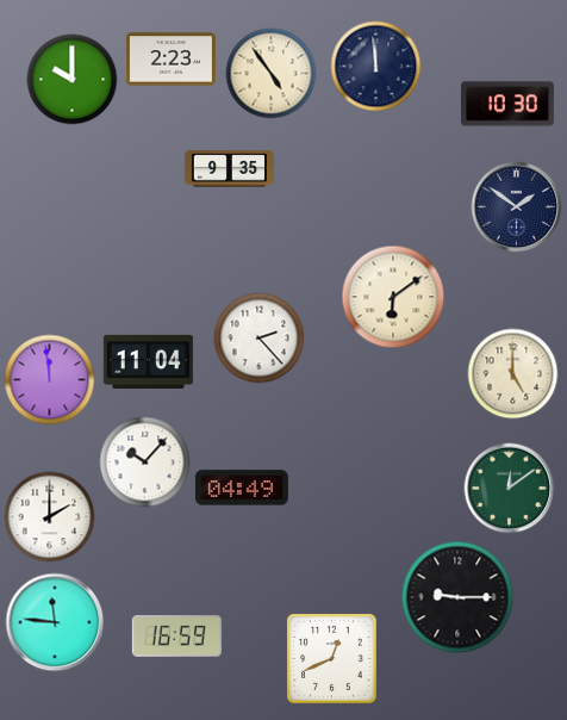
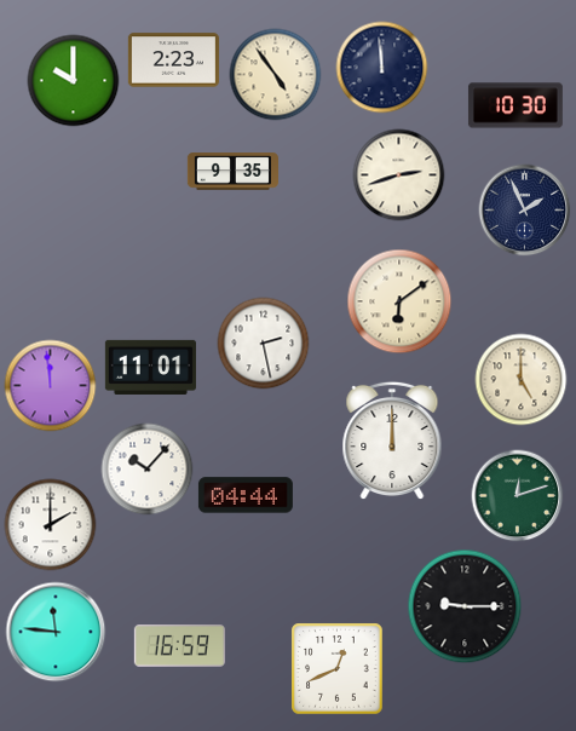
clock at (399, 175): none -> 2:42
clock at (517, 207): 1:51 -> 1:56
clock at (260, 339): 2:23 -> 2:28
clock at (148, 361): 11:04 -> 11:01
clock at (392, 441): none -> 12:00
clock at (242, 488): 04:49 -> 04:44
clock at (510, 489): 12:09 -> 12:12
